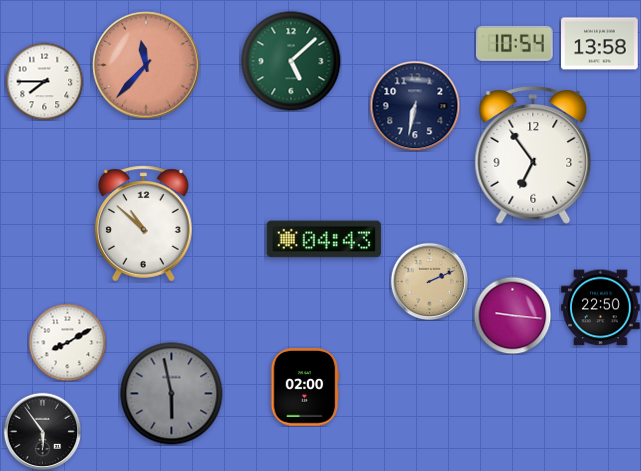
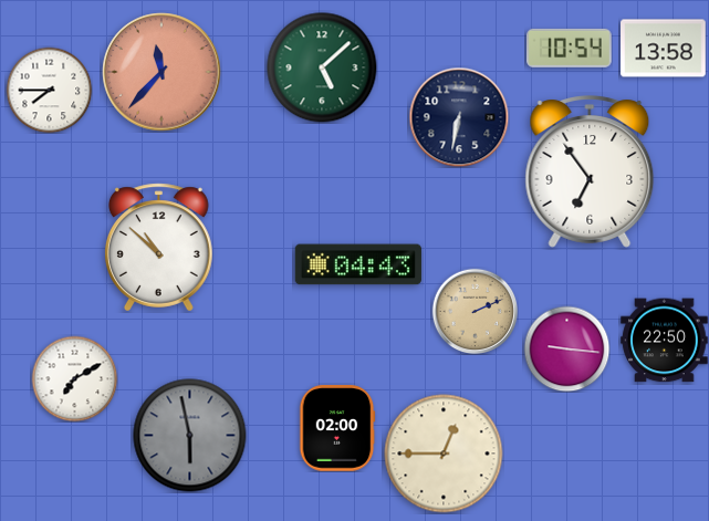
clock at (67, 342): 8:10 -> 7:10
clock at (444, 454): none -> 12:45
clock at (42, 431): 5:54 -> none
